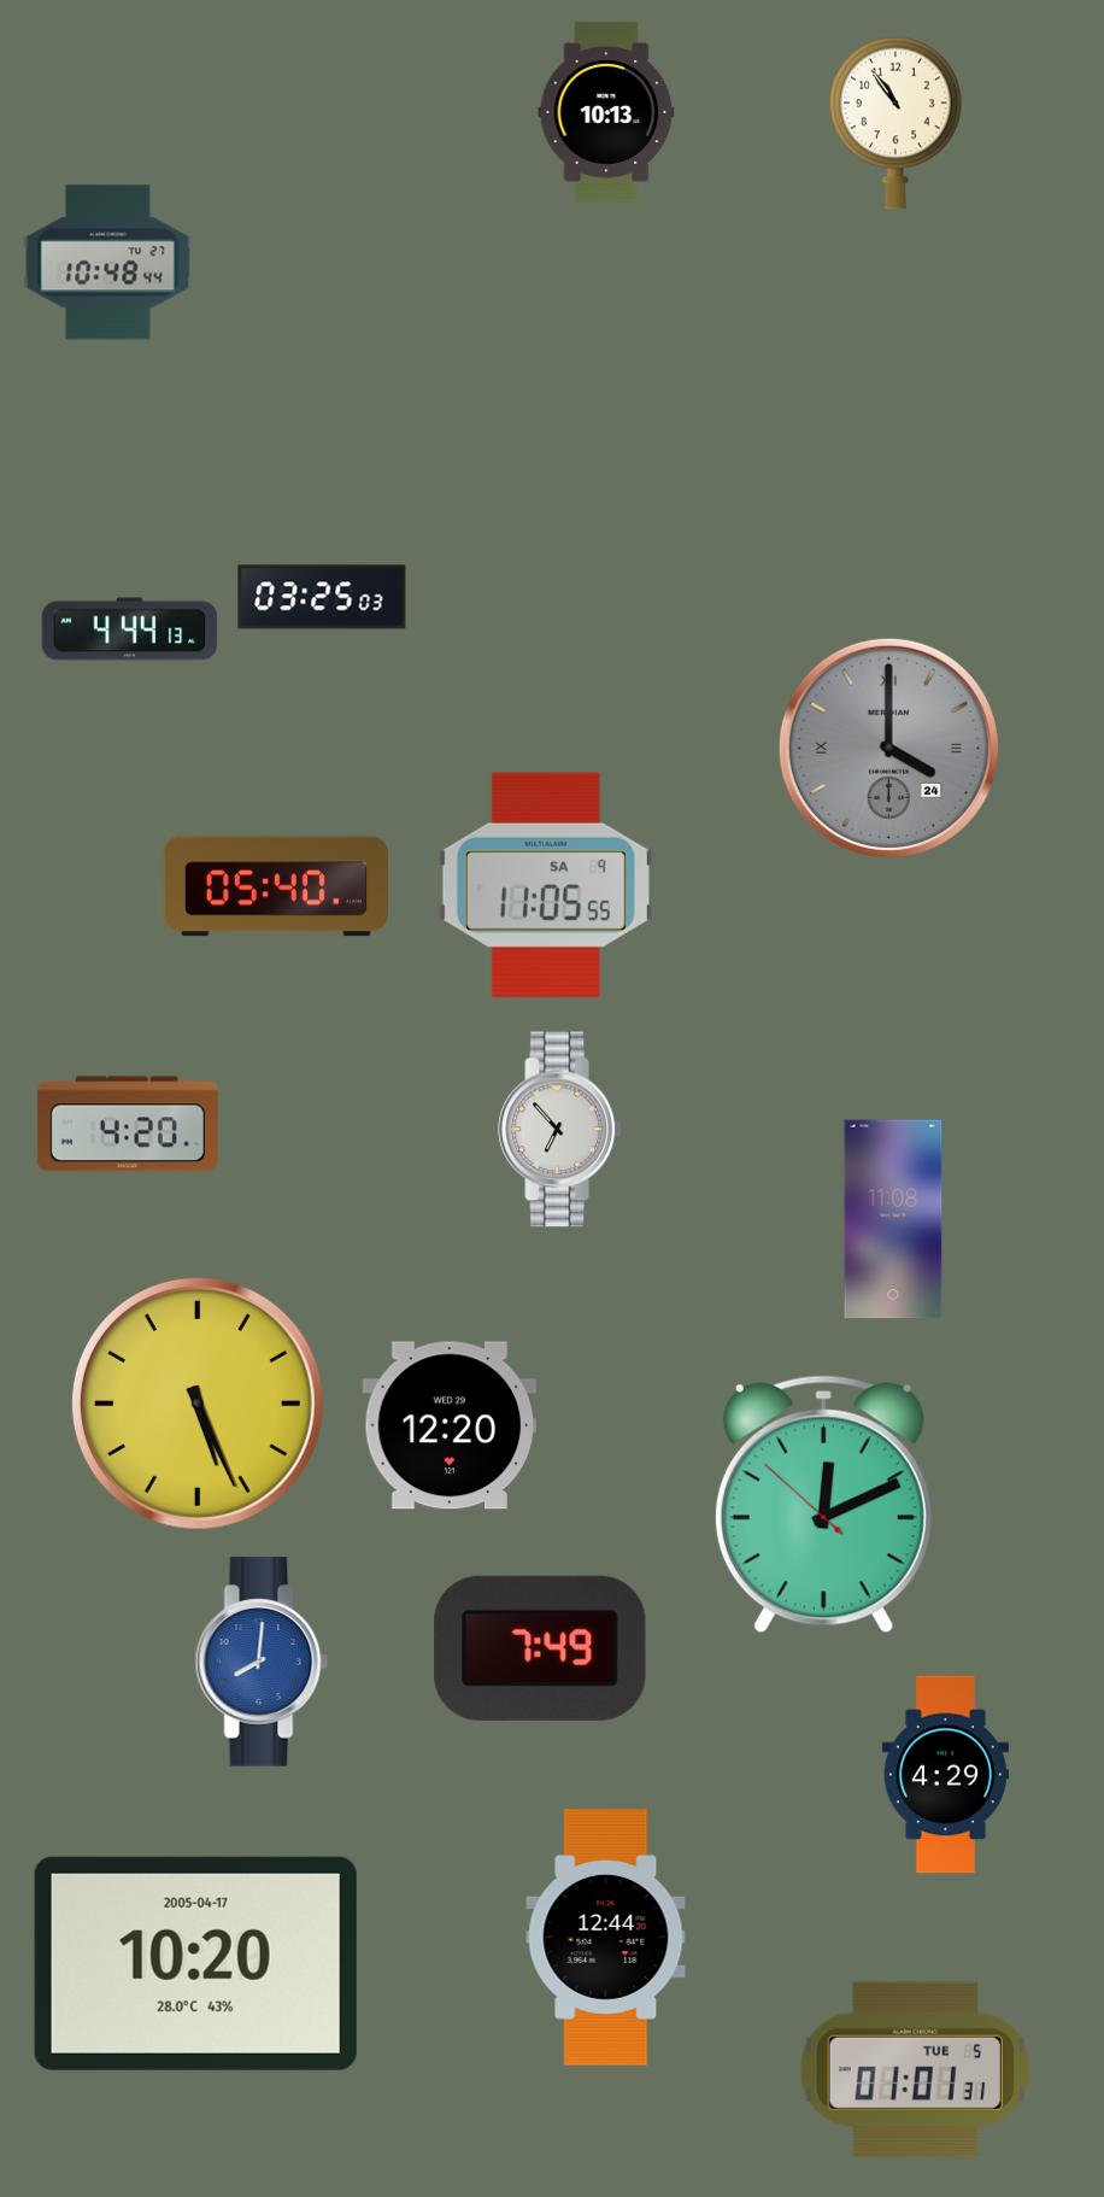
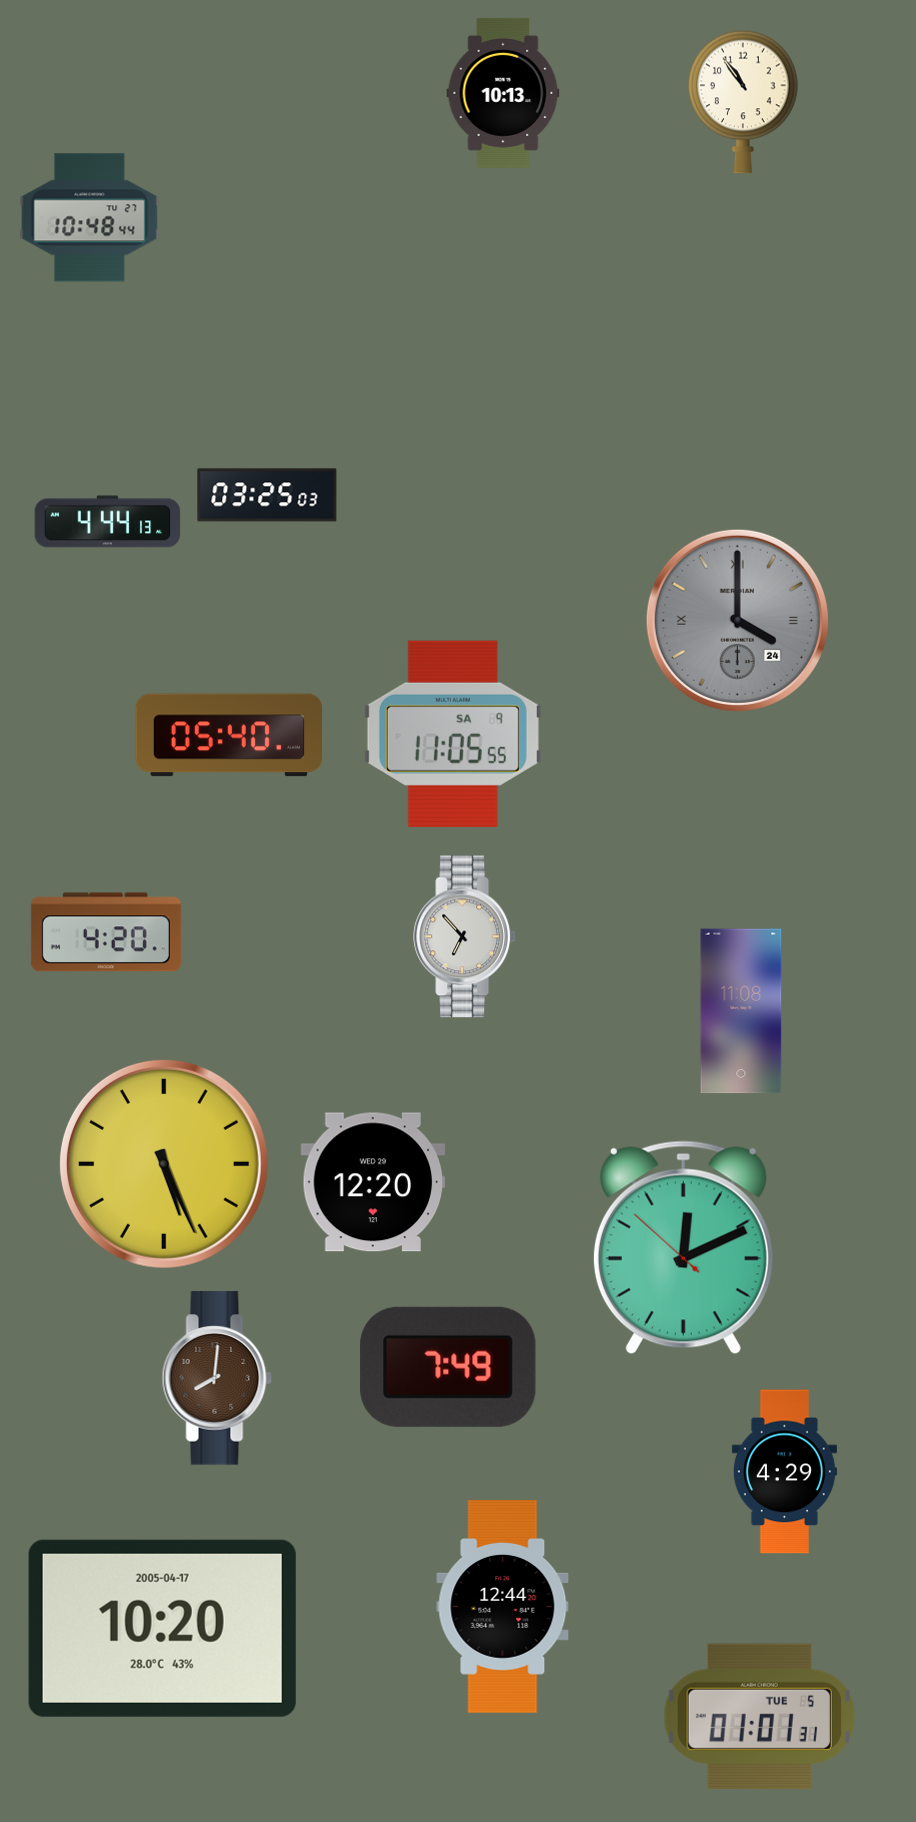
clock at (262, 1662) dial: blue -> brown
